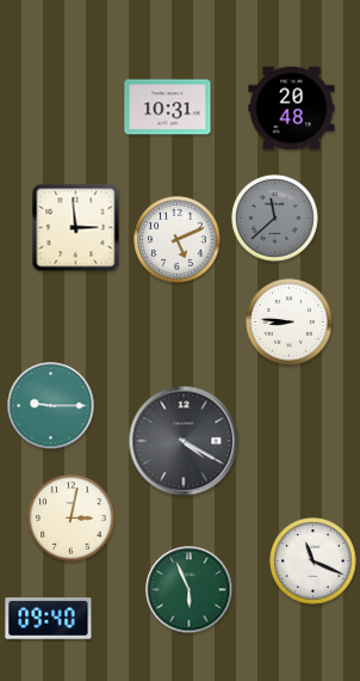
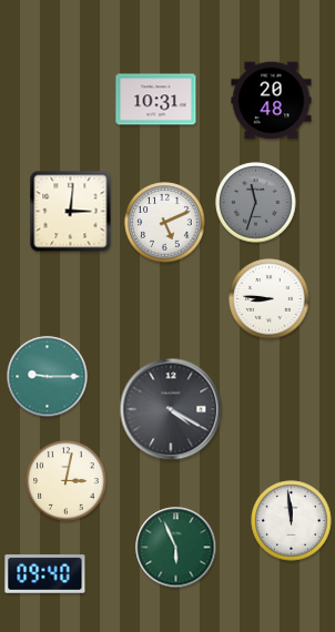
clock at (275, 219): 11:38 -> 11:33
clock at (76, 228): 2:59 -> 3:01
clock at (314, 562): 11:19 -> 11:59
